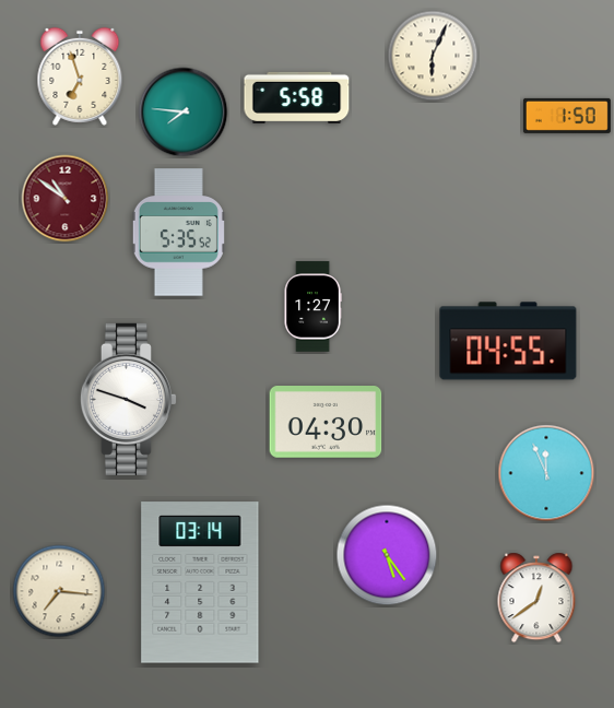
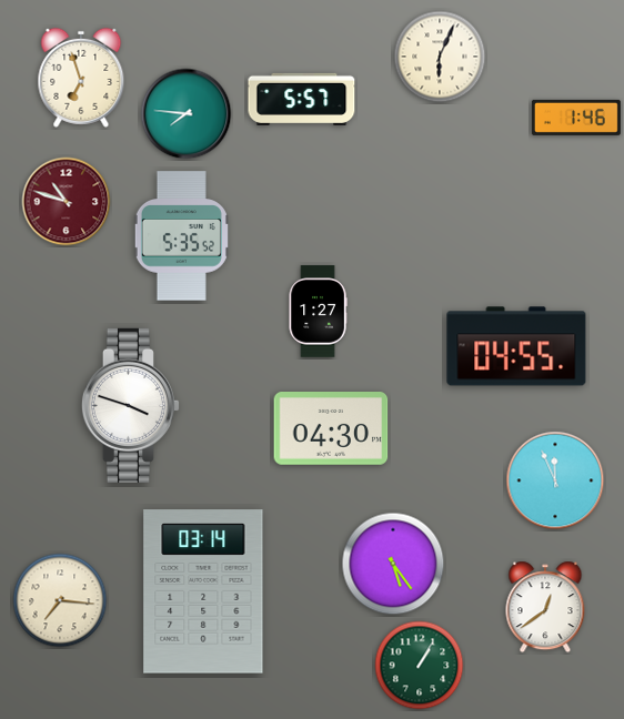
clock at (297, 97): 5:58 -> 5:57
clock at (567, 116): 1:50 -> 1:46
clock at (66, 199): 10:51 -> 10:48
clock at (420, 666): none -> 1:05
